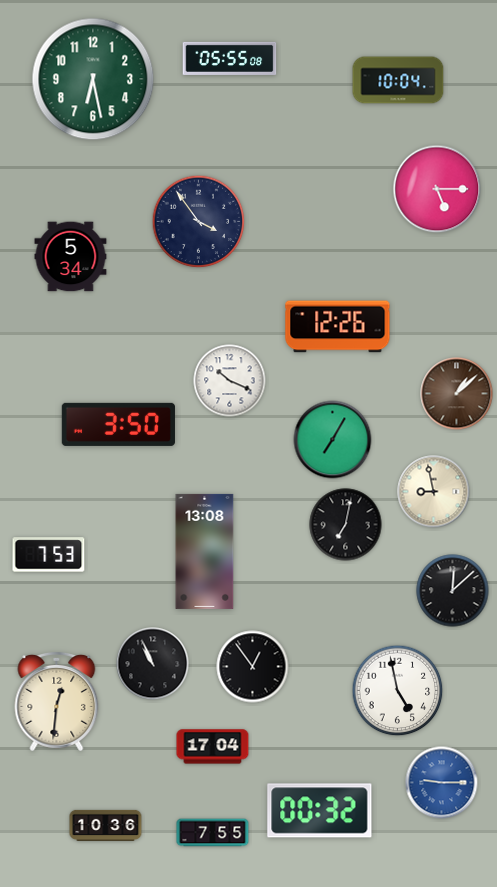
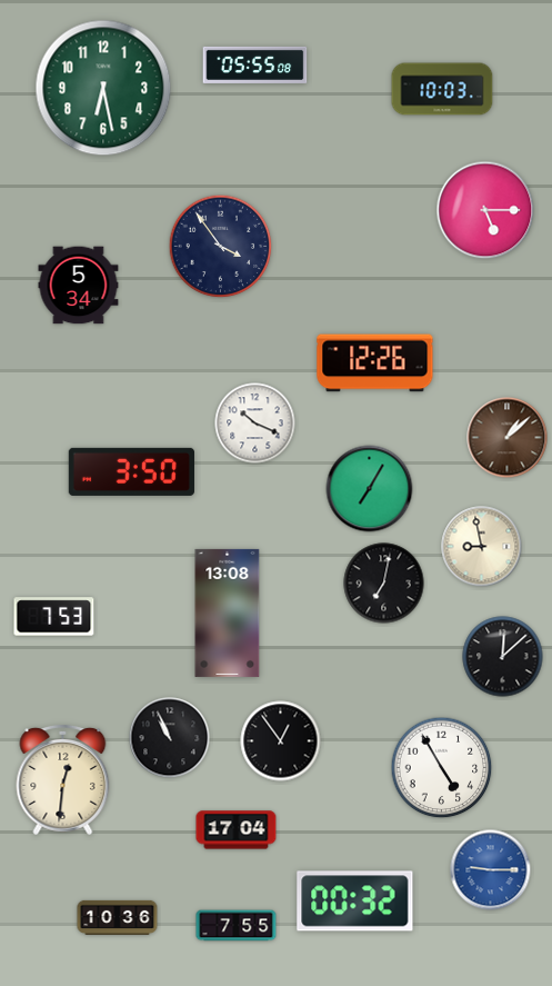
clock at (398, 80): 10:04 -> 10:03
clock at (398, 691): 4:58 -> 4:55
